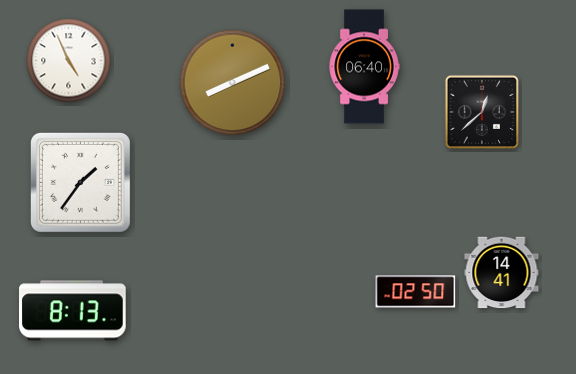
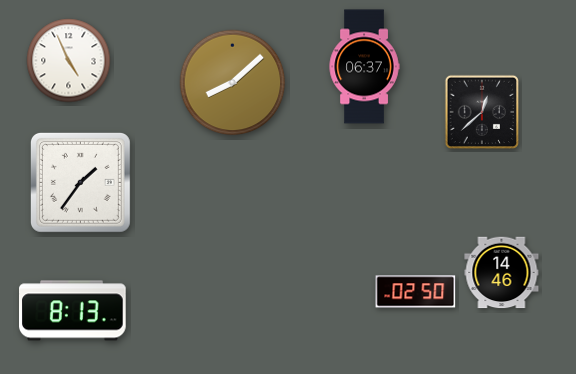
clock at (364, 67): 06:40 -> 06:37
clock at (233, 83): 8:11 -> 8:08
clock at (502, 273): 14:41 -> 14:46
